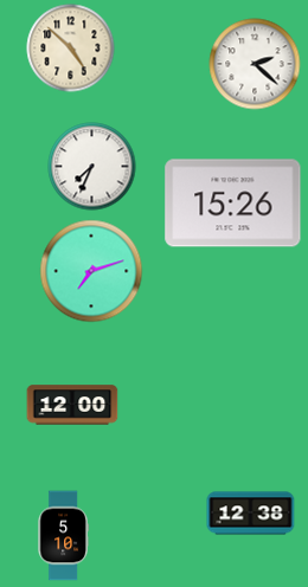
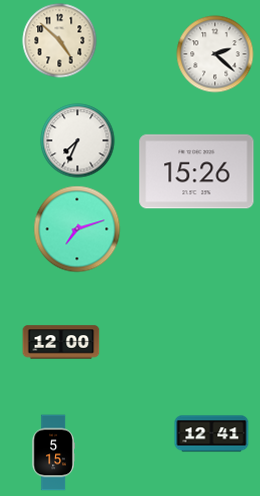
clock at (251, 514): 12:38 -> 12:41
clock at (63, 536): 5:10 -> 5:15
